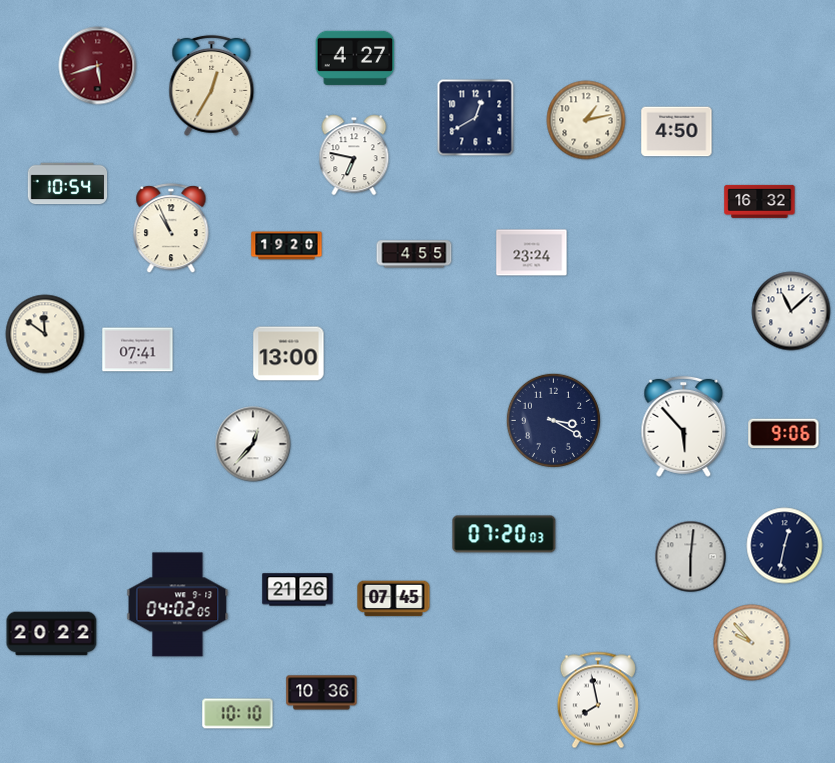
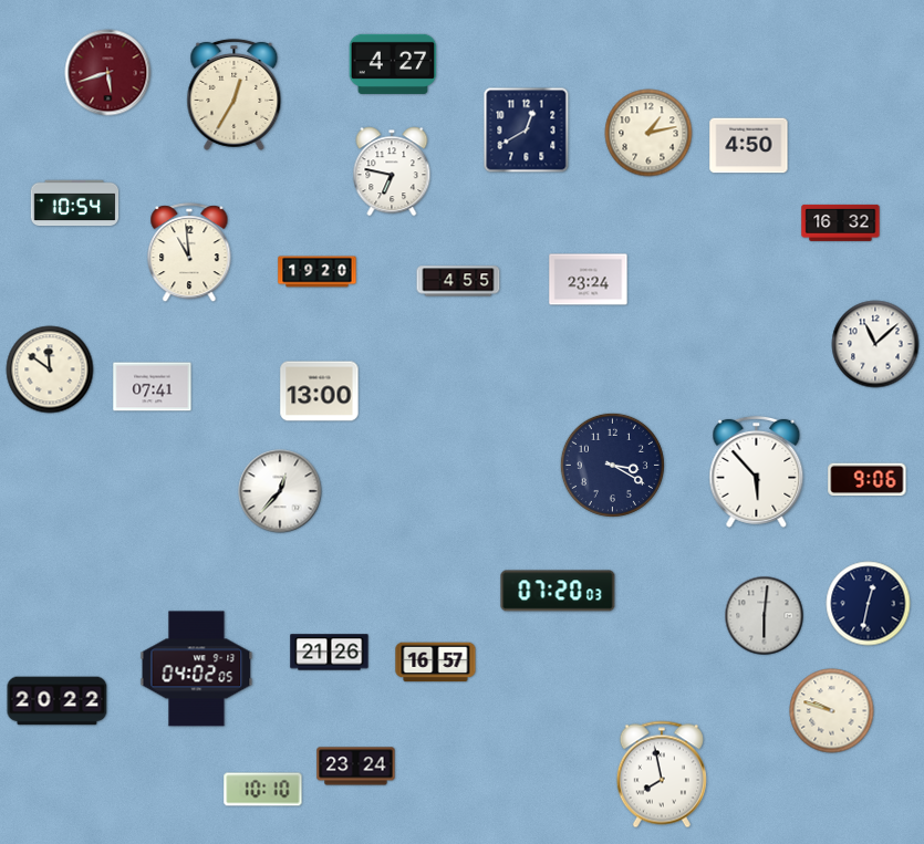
clock at (171, 229): 10:56 -> 10:59
clock at (394, 599): 07:45 -> 16:57
clock at (752, 643): 9:53 -> 9:48
clock at (322, 693): 10:36 -> 23:24
